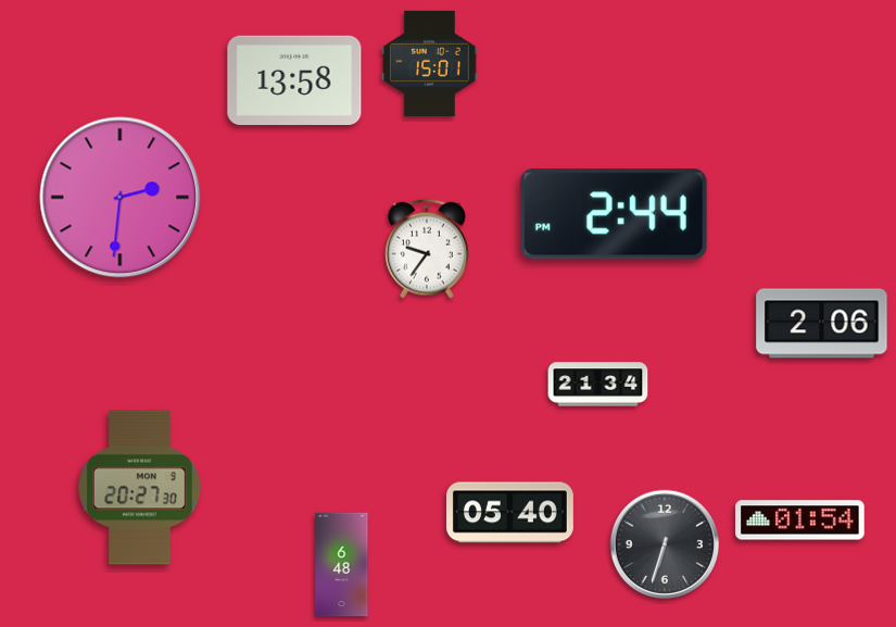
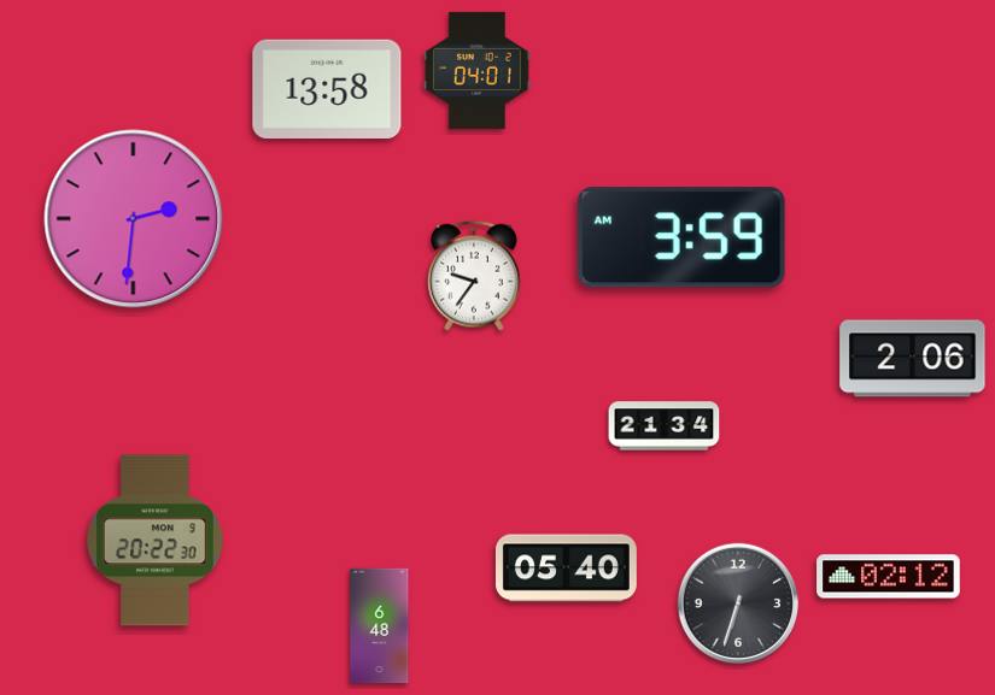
clock at (430, 63): 15:01 -> 04:01
clock at (614, 214): 2:44 -> 3:59
clock at (140, 488): 20:27 -> 20:22
clock at (800, 521): 01:54 -> 02:12
